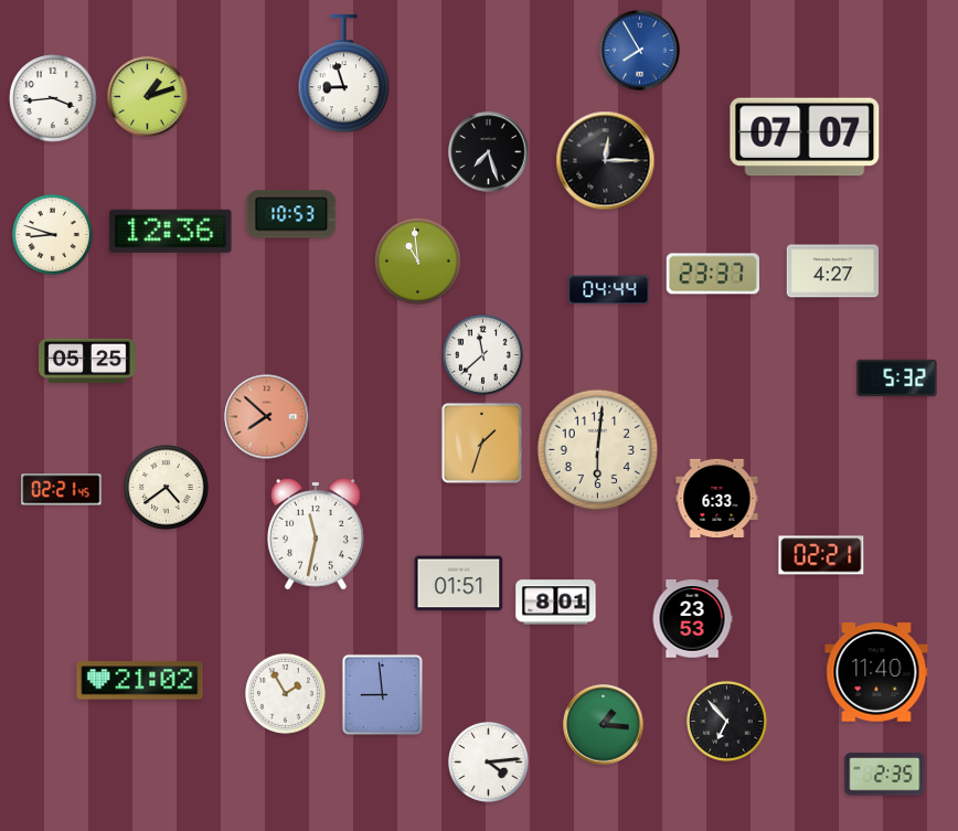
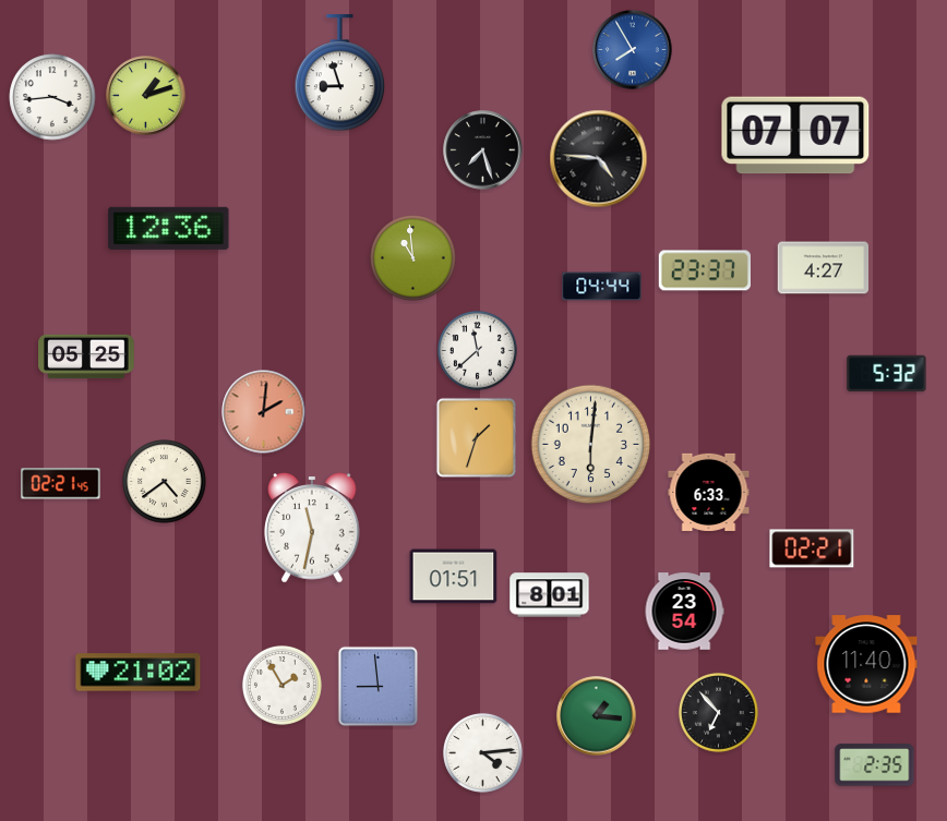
clock at (606, 161): 12:15 -> 4:46
clock at (291, 214): 10:53 -> none
clock at (52, 234): 8:48 -> none
clock at (267, 417): 7:52 -> 2:01
clock at (692, 619): 23:53 -> 23:54
